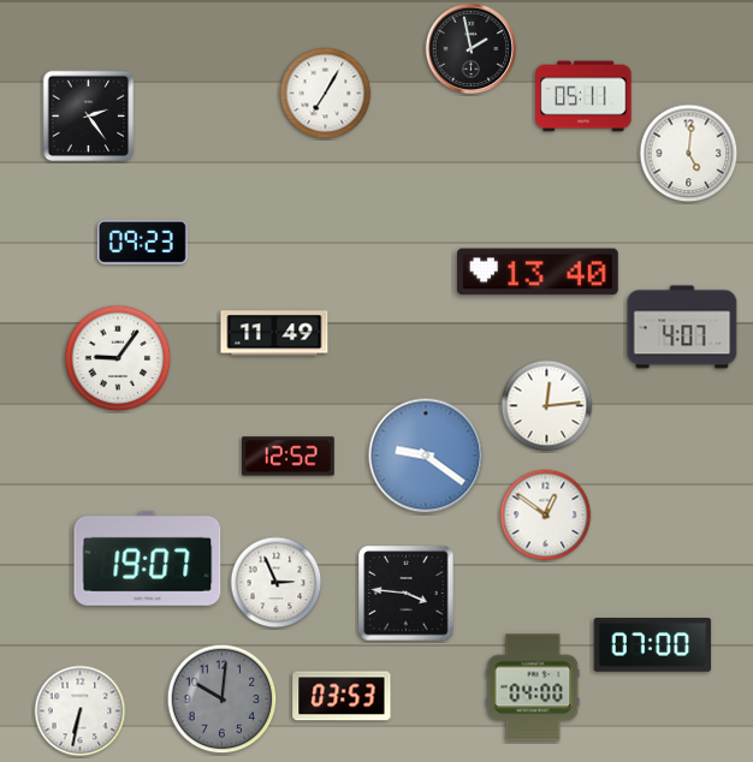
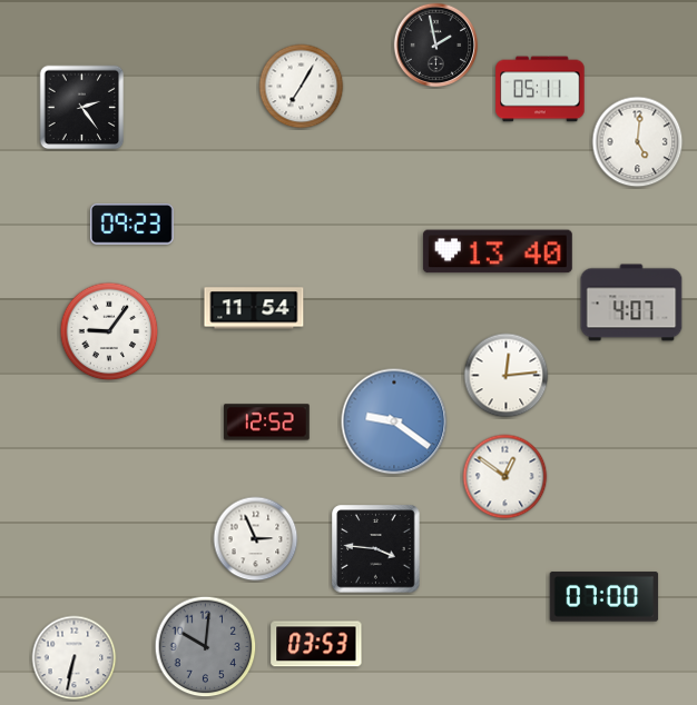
clock at (274, 333): 11:49 -> 11:54
clock at (148, 558): 19:07 -> none
clock at (533, 687): 04:00 -> none
